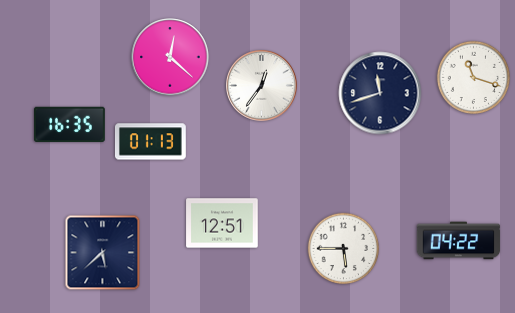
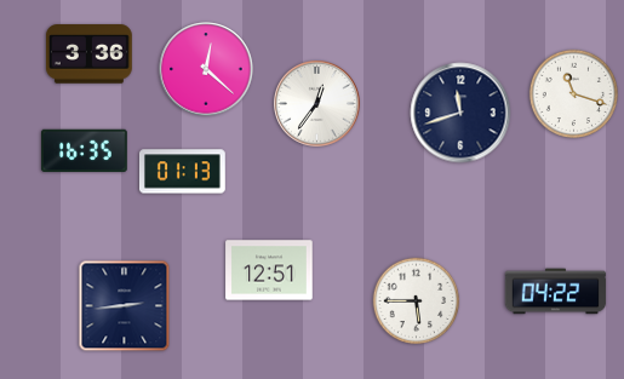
clock at (88, 54): none -> 3:36
clock at (103, 253): 5:38 -> 2:44
